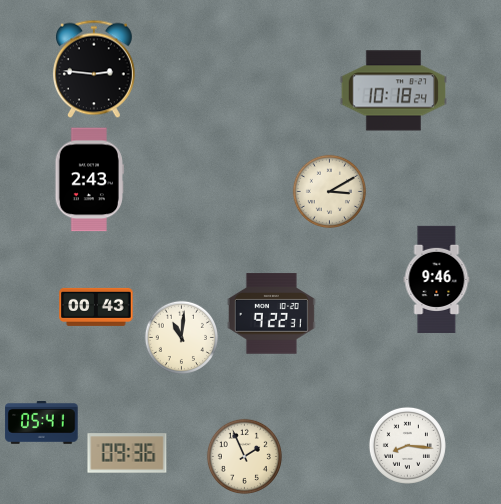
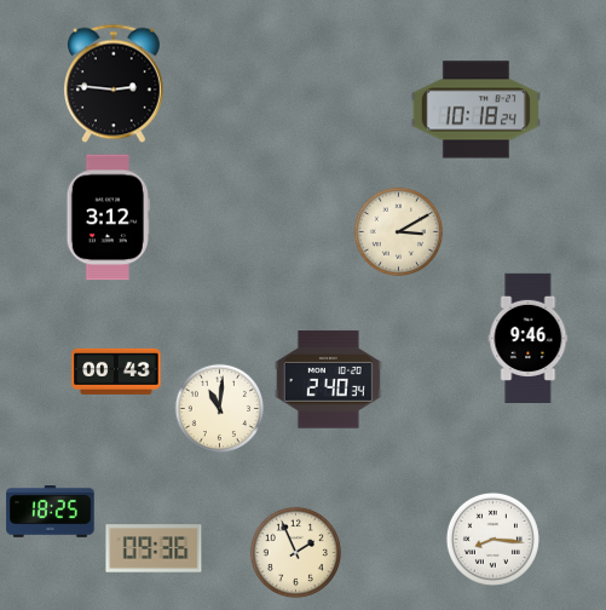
clock at (89, 180): 2:43 -> 3:12
clock at (271, 314): 9:22 -> 2:40
clock at (42, 423): 05:41 -> 18:25
